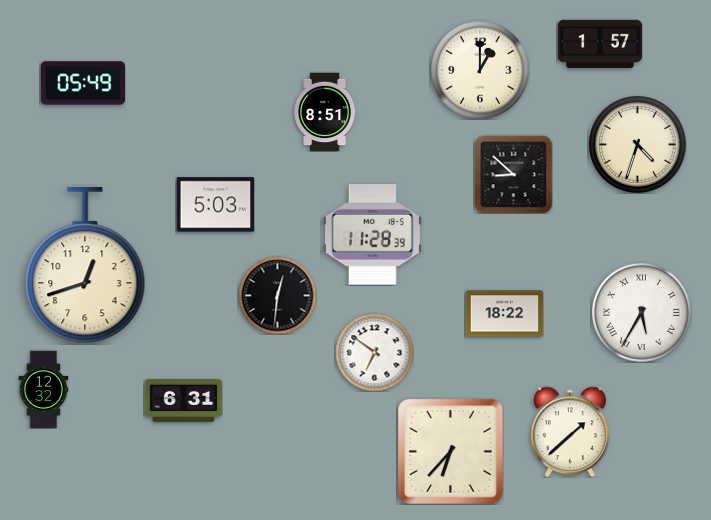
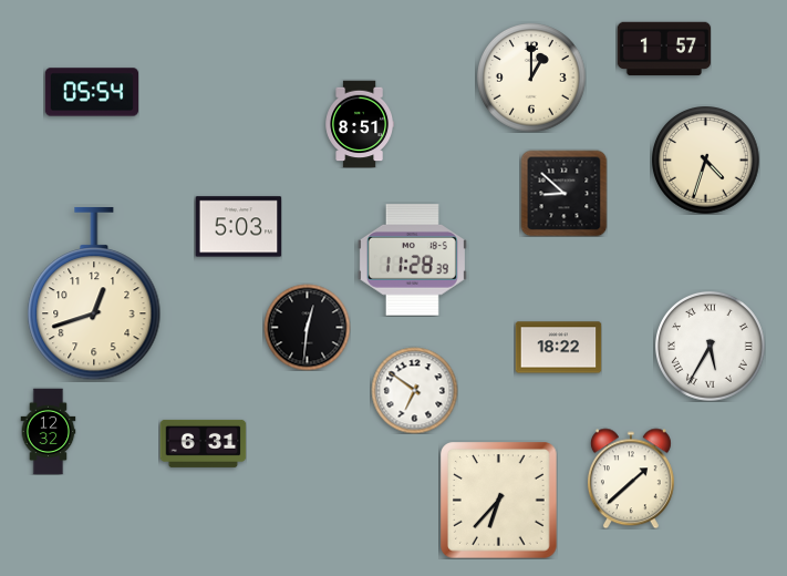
clock at (82, 83): 05:49 -> 05:54
clock at (513, 174) position: (513, 174) -> (563, 193)
